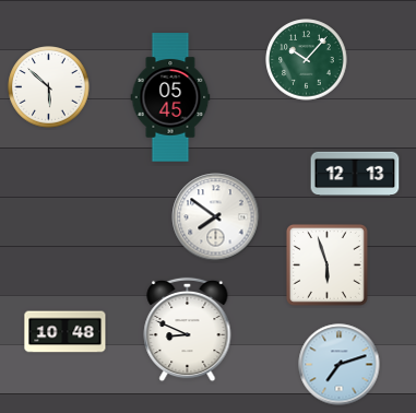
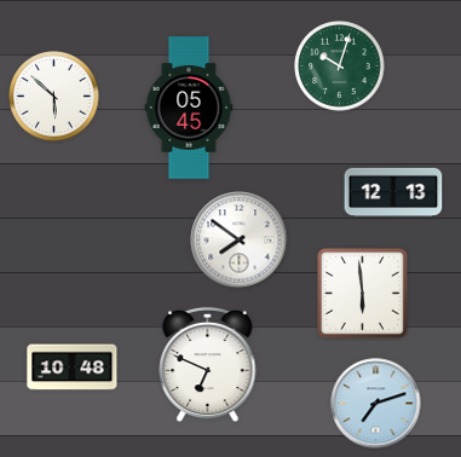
clock at (307, 60): 10:07 -> 10:03
clock at (326, 264): 5:57 -> 5:59
clock at (188, 330): 8:49 -> 6:49
